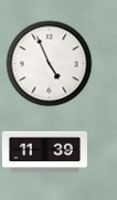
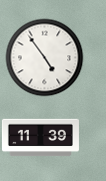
clock at (49, 63): 4:56 -> 4:54
